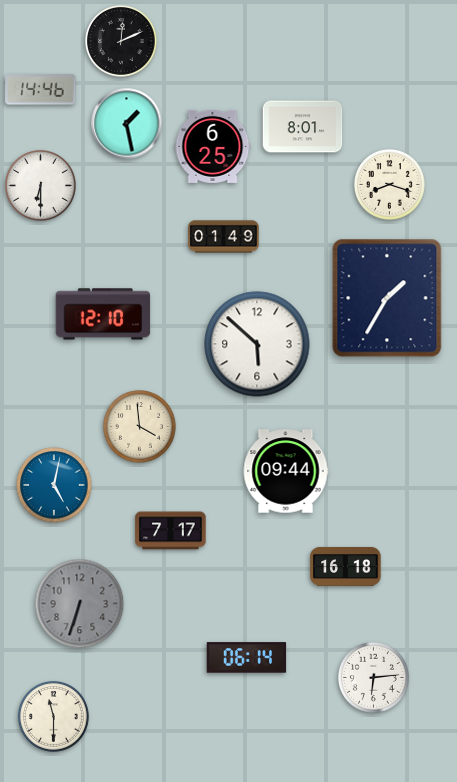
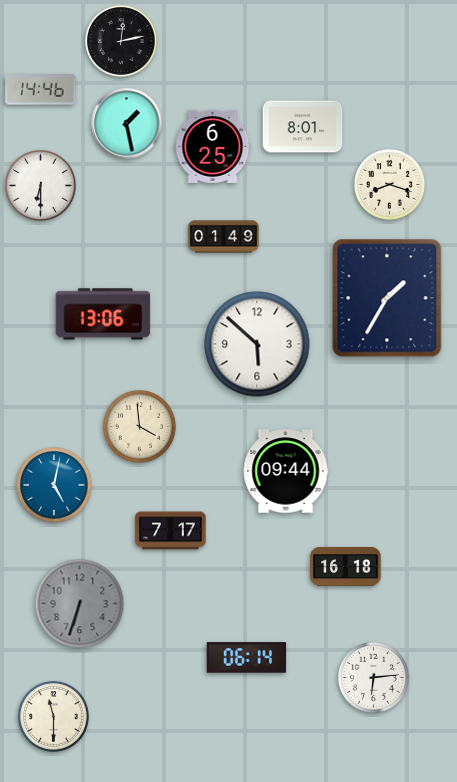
clock at (122, 42): 12:11 -> 12:13
clock at (103, 314): 12:10 -> 13:06
